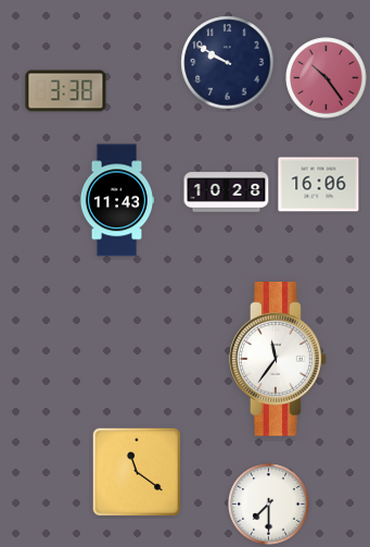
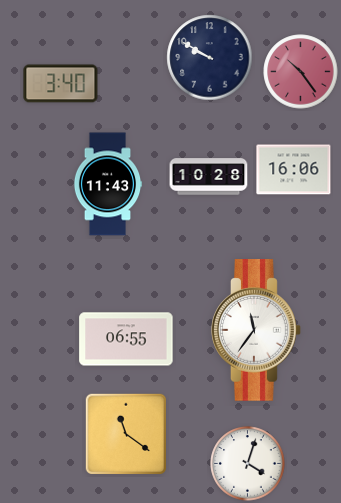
clock at (66, 91): 3:38 -> 3:40
clock at (126, 339): none -> 06:55
clock at (269, 505): 7:30 -> 4:03
